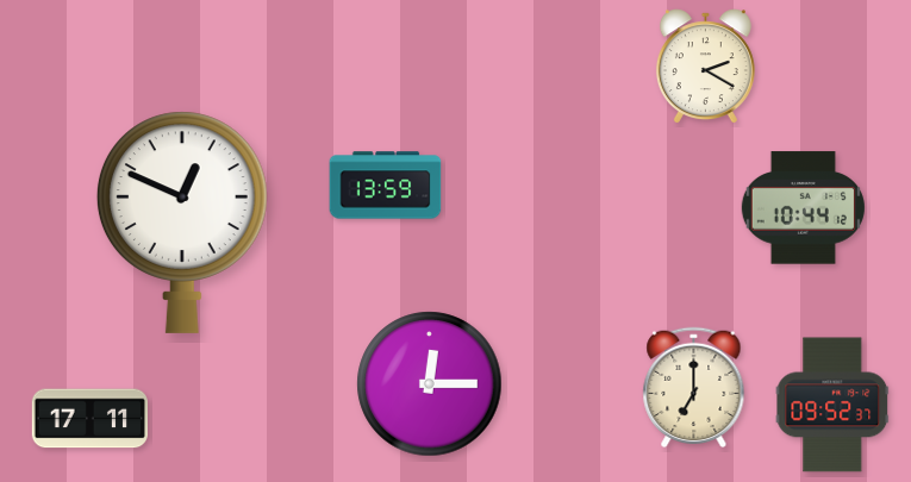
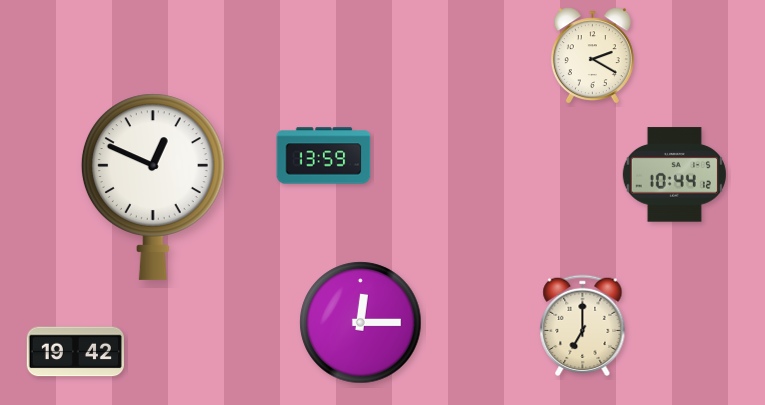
clock at (832, 405): 09:52 -> none
clock at (89, 419): 17:11 -> 19:42
